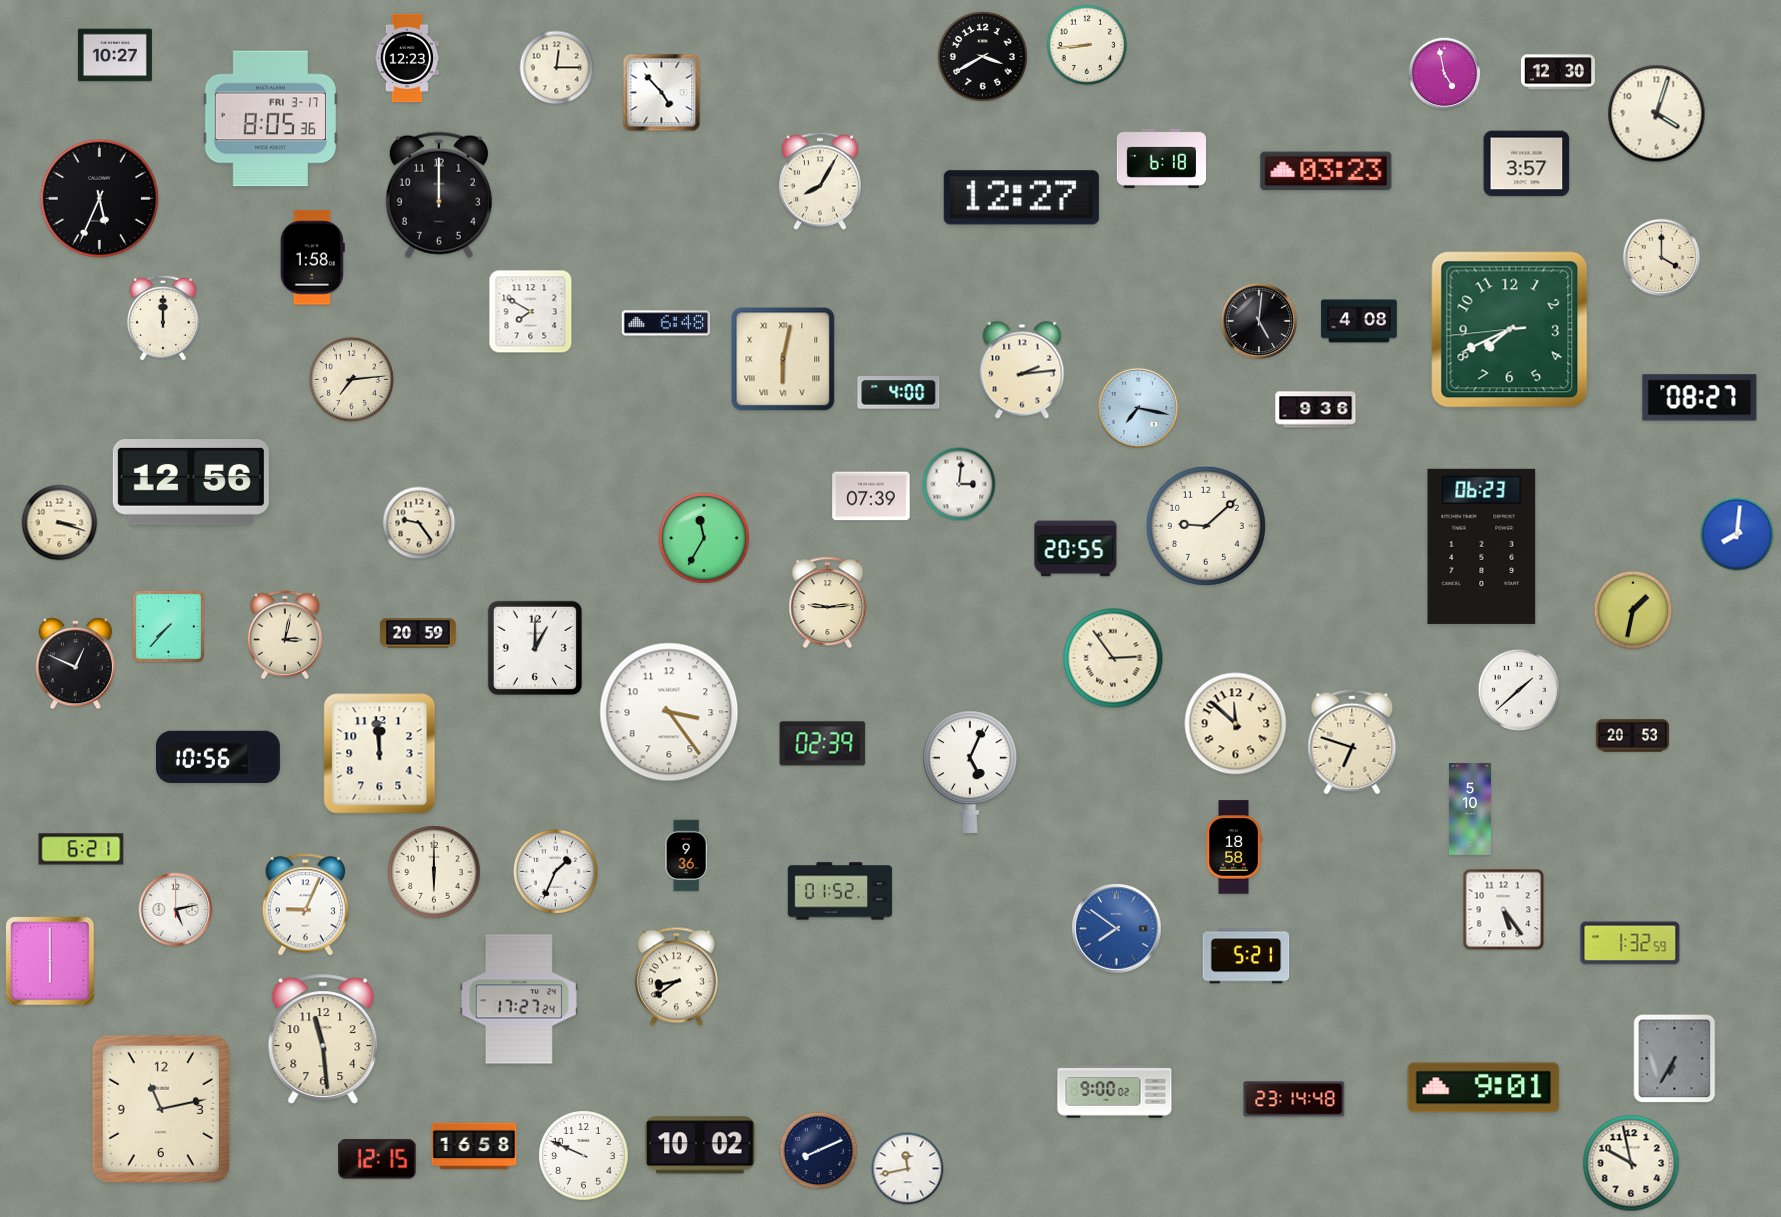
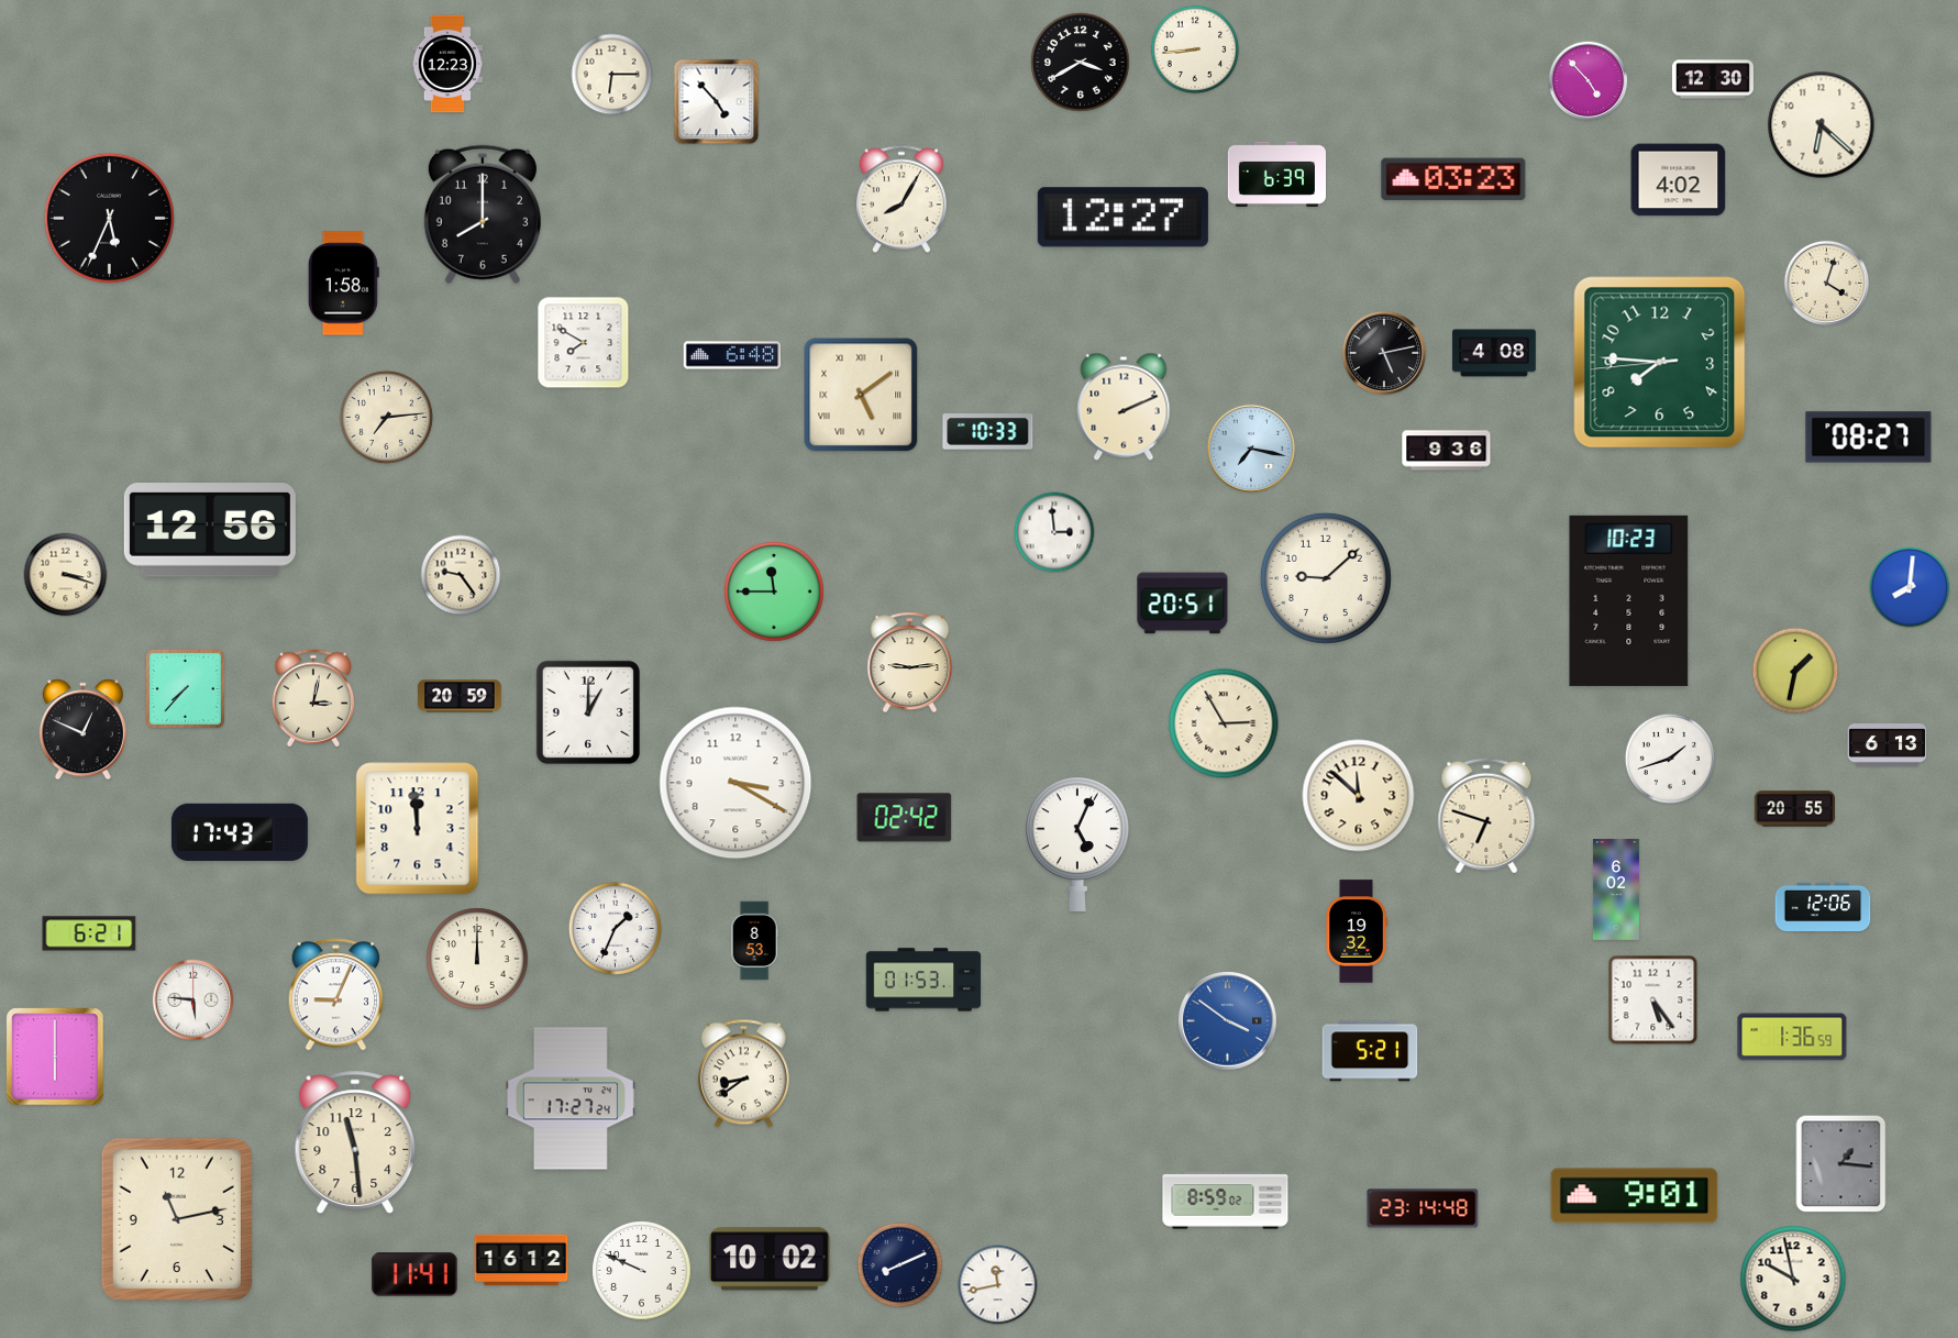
clock at (115, 55): 10:27 -> none
clock at (557, 68): 12:15 -> 6:15
clock at (1445, 74): 4:58 -> 4:53
clock at (662, 93) position: (662, 93) -> (717, 102)
clock at (1657, 114): 4:03 -> 6:22
clock at (270, 119): 8:05 -> none
clock at (1161, 158): 6:18 -> 6:39
clock at (1527, 164): 3:57 -> 4:02
clock at (1326, 171) position: (1326, 171) -> (1453, 179)
clock at (439, 195): 12:00 -> 8:00
clock at (1661, 257): 4:00 -> 4:03
clock at (163, 318): 12:00 -> none
clock at (1258, 320): 5:01 -> 5:13
clock at (1510, 330): 7:40 -> 7:45
clock at (783, 359): 6:02 -> 5:09
clock at (1022, 370): 2:14 -> 2:11
clock at (899, 393): 4:00 -> 10:33
clock at (959, 484): 3:01 -> 2:59
clock at (871, 496): 07:39 -> none
clock at (704, 538): 11:35 -> 11:45
clock at (1482, 546): 06:23 -> 10:23
clock at (1076, 549): 20:55 -> 20:51
clock at (1113, 658): 2:54 -> 2:55
clock at (1888, 745): none -> 6:13
clock at (1518, 689): 1:38 -> 1:42
clock at (669, 712): 3:24 -> 3:20
clock at (1632, 736): 20:53 -> 20:55
clock at (823, 744): 02:39 -> 02:42
clock at (218, 757): 10:56 -> 17:43
clock at (970, 772) position: (970, 772) -> (1077, 844)
clock at (1470, 809): 5:10 -> 6:02
clock at (1823, 906): none -> 12:06
clock at (1234, 847): 18:58 -> 19:32
clock at (686, 856): 9:36 -> 8:53
clock at (555, 871) position: (555, 871) -> (615, 928)
clock at (434, 872): 6:00 -> 12:00
clock at (840, 891): 01:52 -> 01:53
clock at (176, 910): 5:13 -> 5:46
clock at (1117, 929): 7:51 -> 3:51
clock at (1630, 943): 1:32 -> 1:36
clock at (1675, 1059): 6:35 -> 1:16
clock at (1484, 1088) position: (1484, 1088) -> (1635, 1196)
clock at (1115, 1092): 9:00 -> 8:59
clock at (474, 1146): 16:58 -> 16:12
clock at (377, 1159): 12:15 -> 11:41
